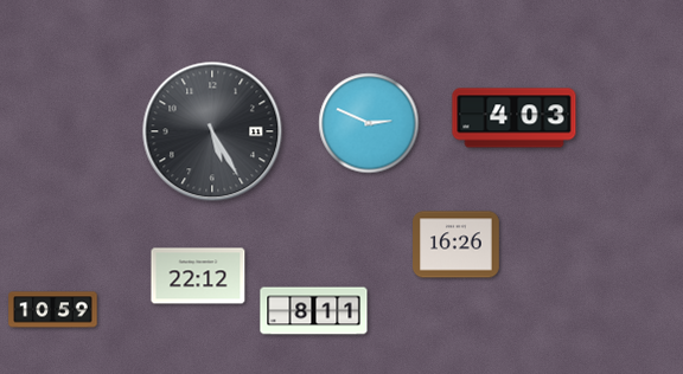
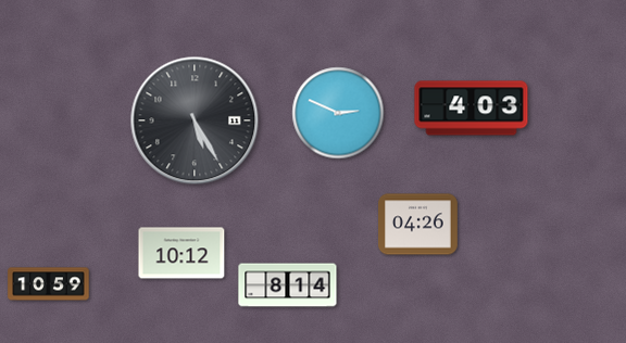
clock at (457, 245): 16:26 -> 04:26
clock at (198, 276): 22:12 -> 10:12
clock at (314, 311): 8:11 -> 8:14
